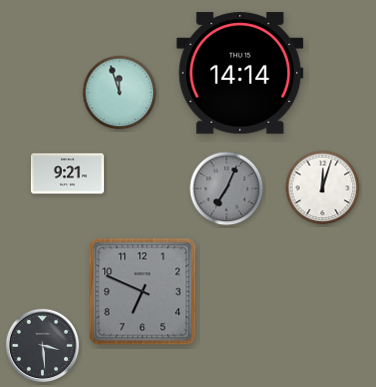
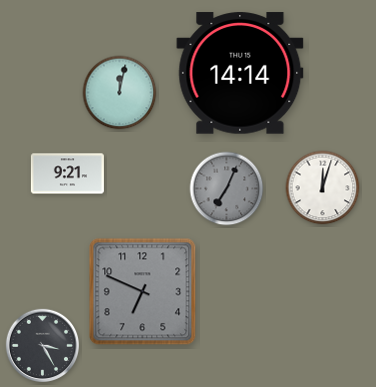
clock at (120, 93): 11:57 -> 12:02
clock at (42, 345): 3:29 -> 3:25
